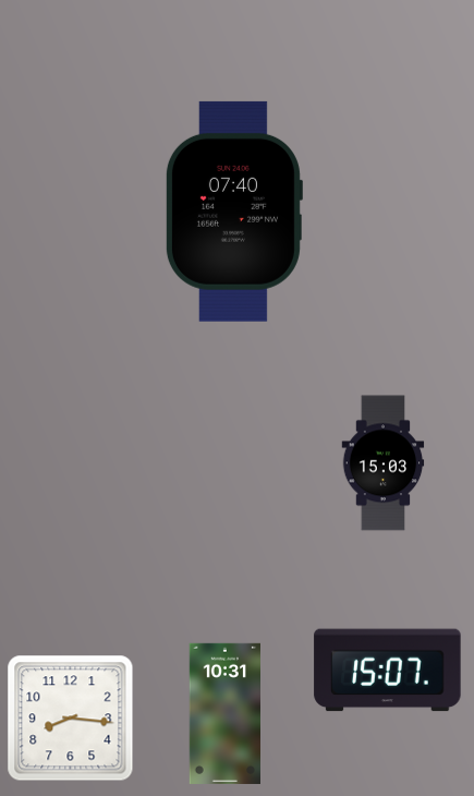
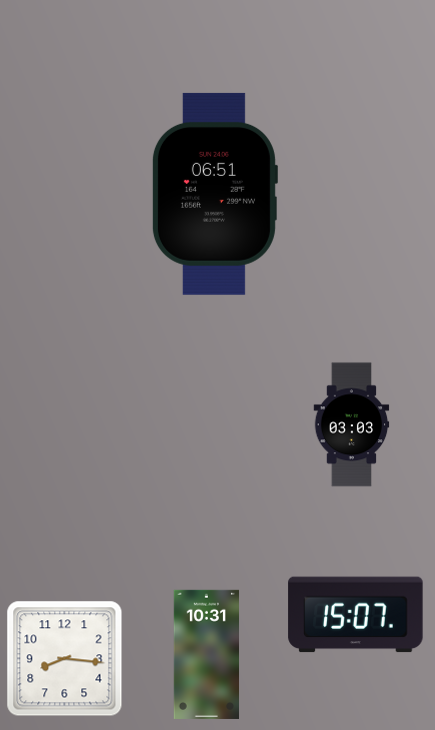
clock at (233, 212): 07:40 -> 06:51
clock at (384, 463): 15:03 -> 03:03
